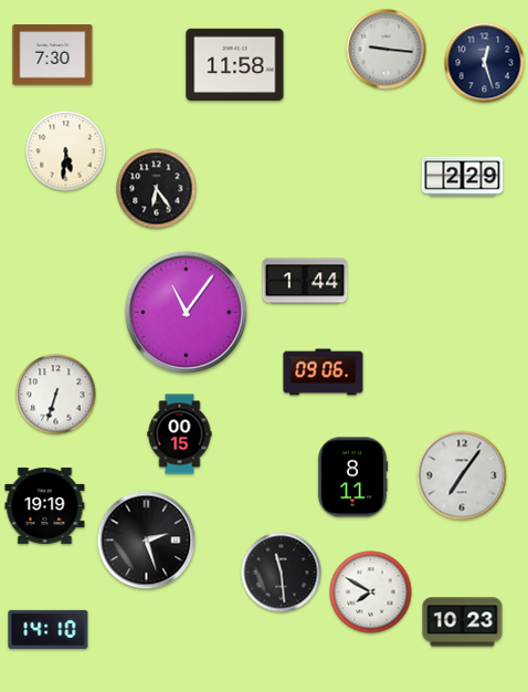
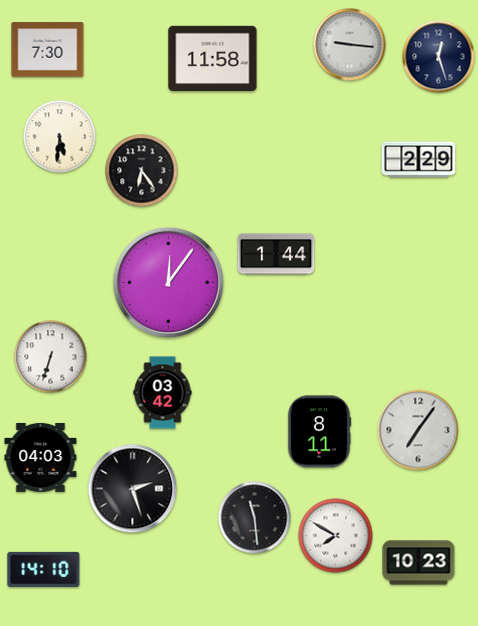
clock at (186, 312): 11:06 -> 12:06
clock at (324, 373): 09:06 -> none
clock at (180, 434): 00:15 -> 03:42
clock at (45, 505): 19:19 -> 04:03
